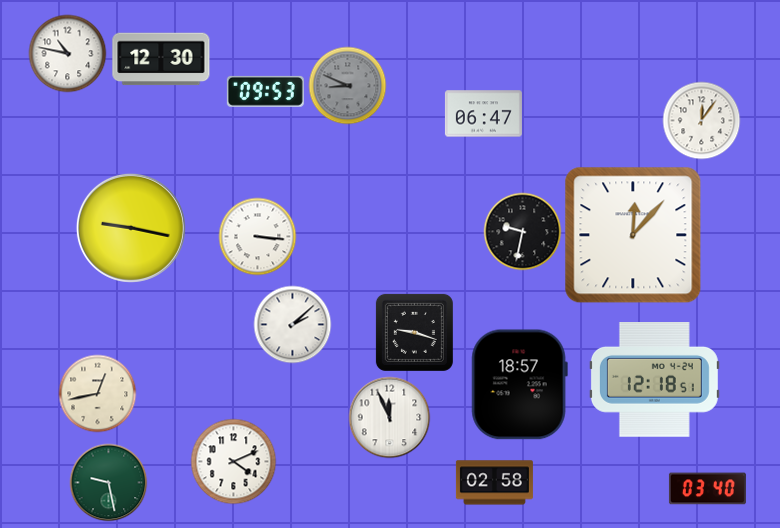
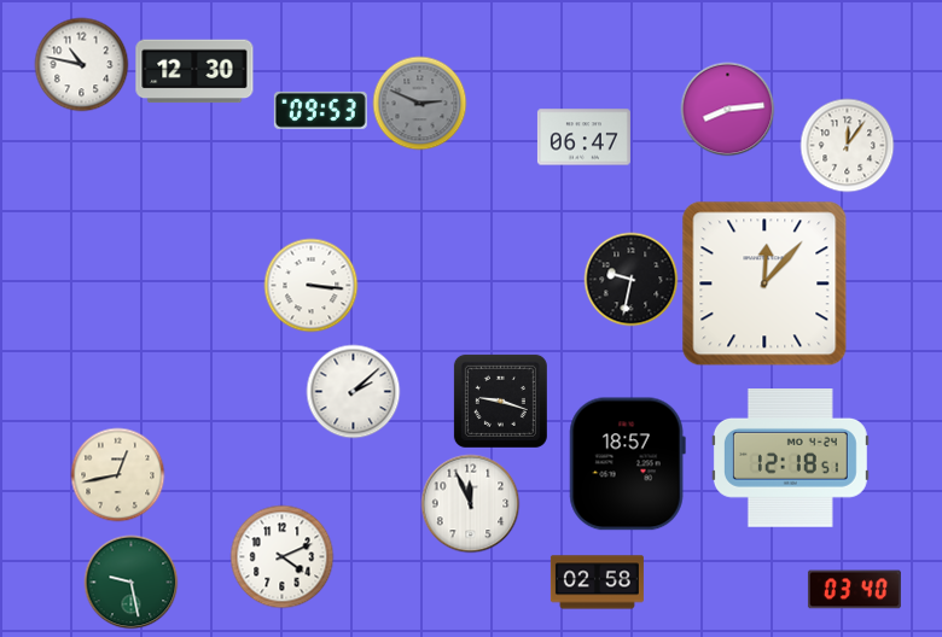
clock at (347, 85): 8:49 -> 2:49
clock at (727, 109): none -> 8:14
clock at (131, 228): 9:17 -> none
